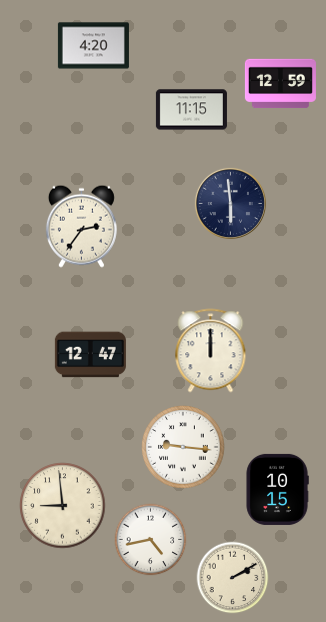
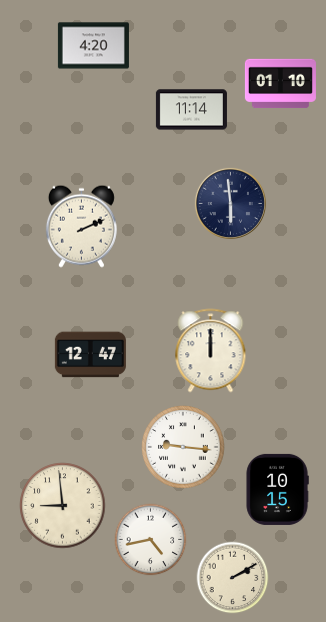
clock at (280, 84): 12:59 -> 01:10
clock at (191, 110): 11:15 -> 11:14
clock at (81, 226): 2:36 -> 2:11
